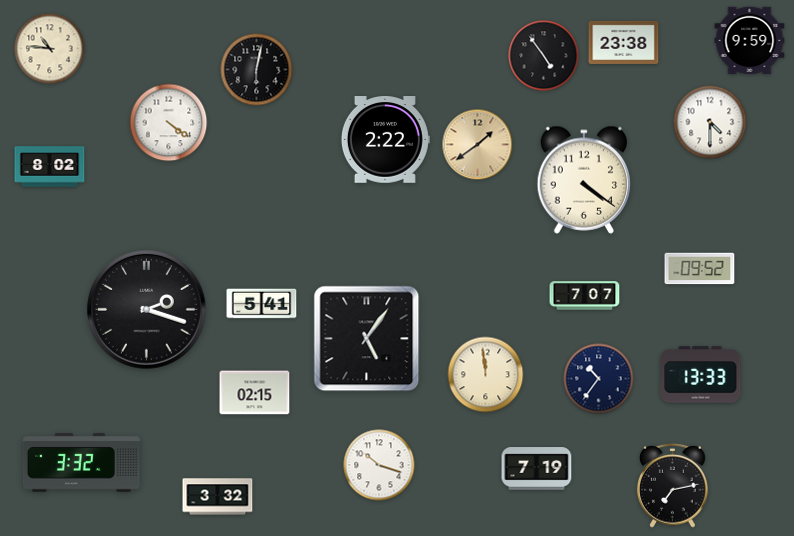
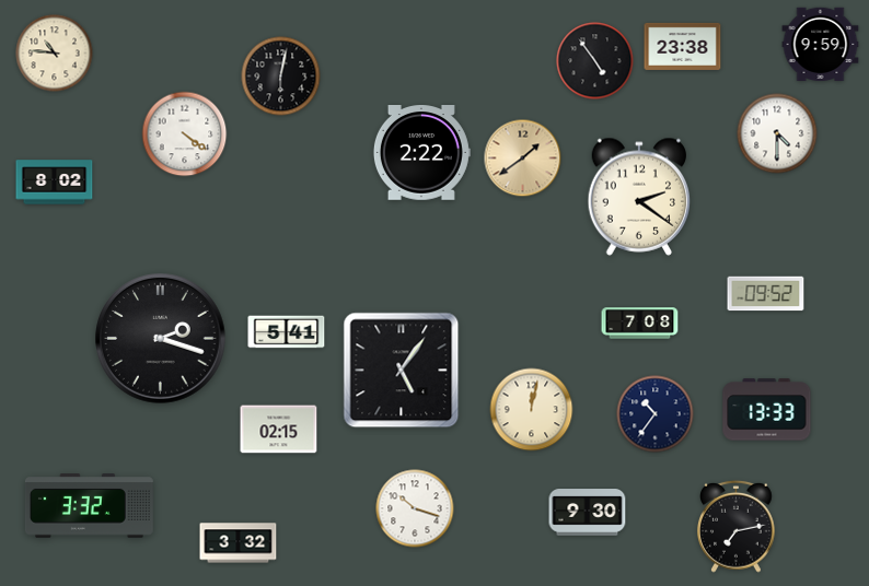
clock at (584, 180): 4:21 -> 2:21
clock at (585, 296): 7:07 -> 7:08
clock at (486, 375): 11:59 -> 12:02
clock at (537, 469): 7:19 -> 9:30
clock at (673, 485) position: (673, 485) -> (737, 526)
